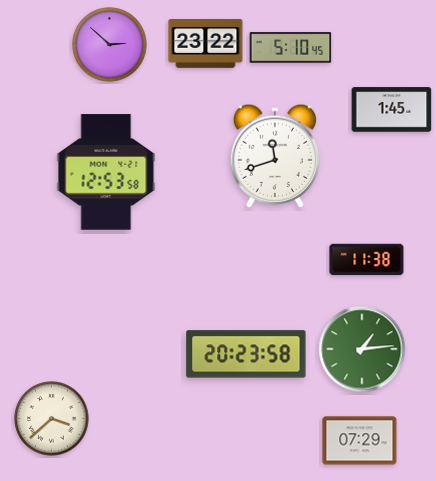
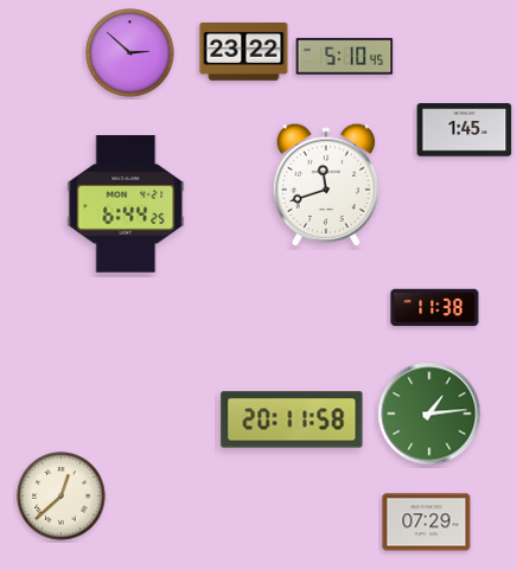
clock at (106, 172): 12:53 -> 6:44
clock at (246, 354): 20:23 -> 20:11
clock at (52, 419): 3:38 -> 12:38
